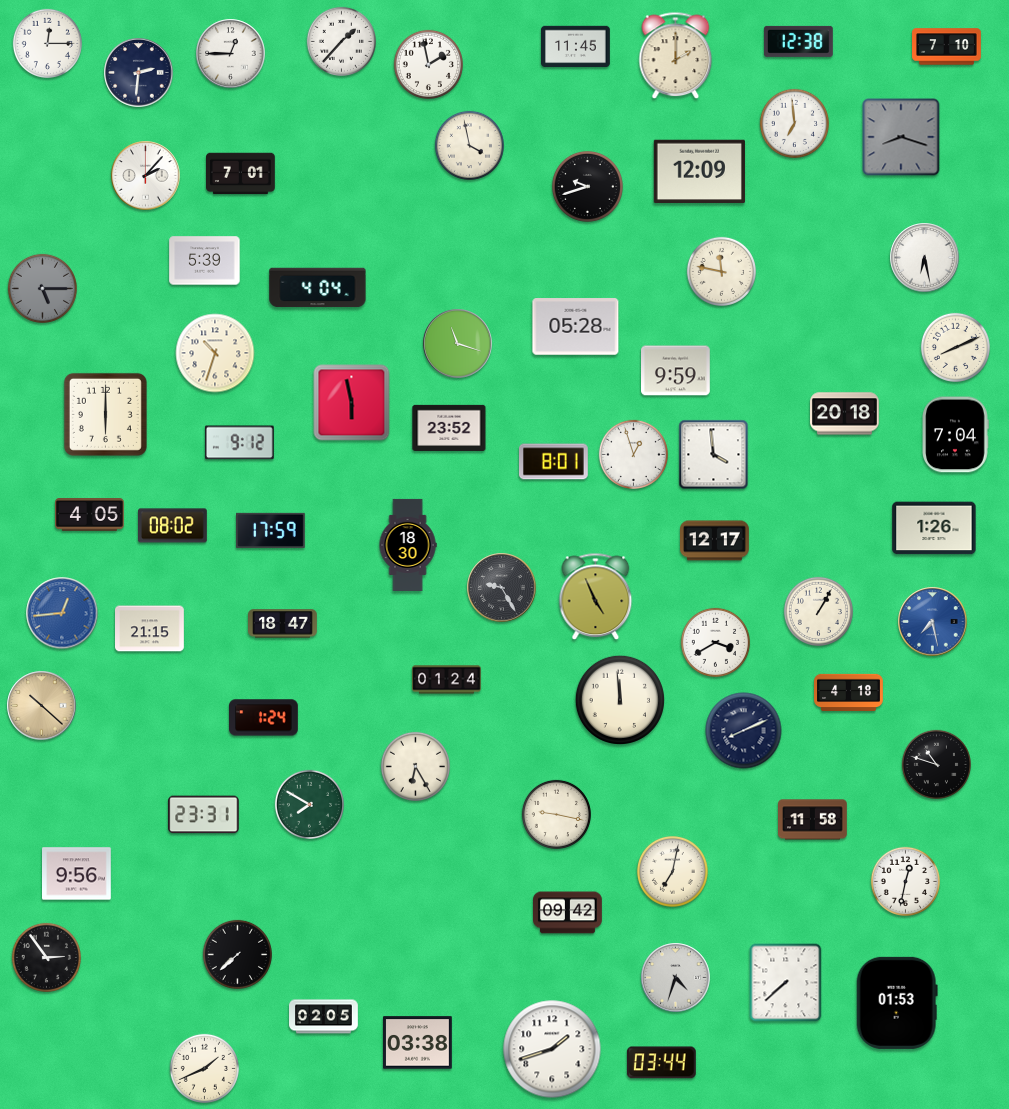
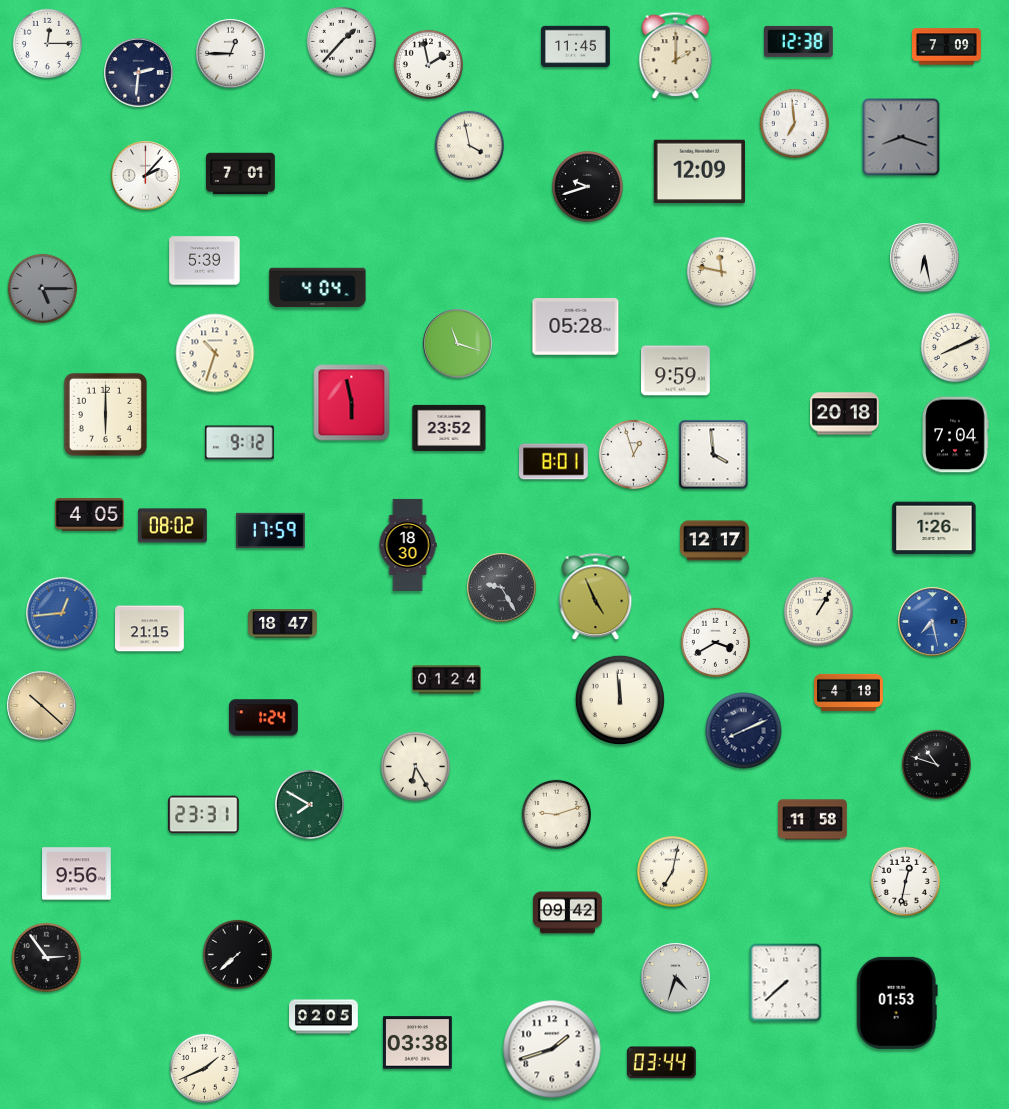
clock at (947, 47): 7:10 -> 7:09
clock at (556, 814): 9:17 -> 9:12
